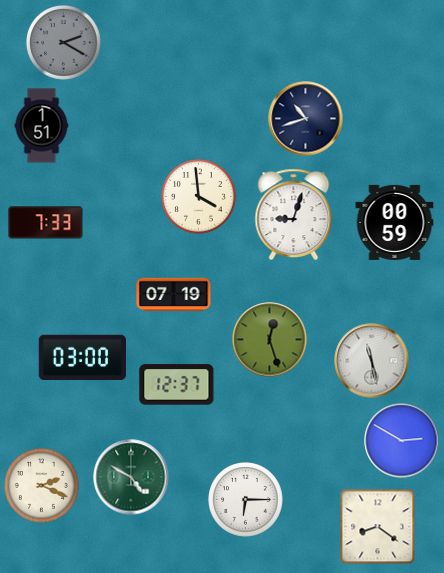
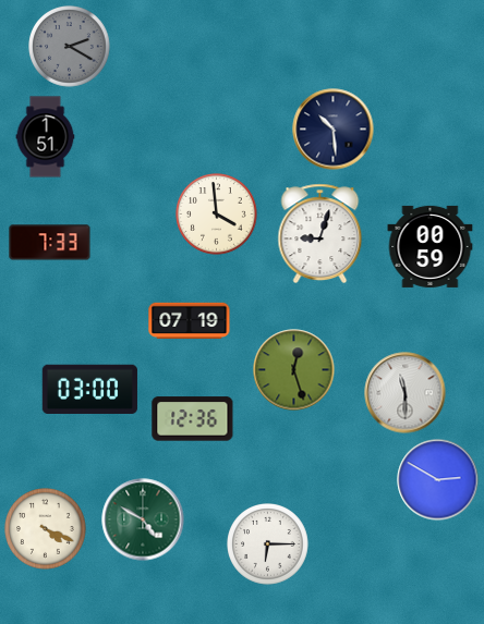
clock at (306, 119): 10:42 -> 10:29
clock at (395, 222) position: (395, 222) -> (431, 246)
clock at (372, 361): 11:28 -> 11:30
clock at (177, 385): 12:37 -> 12:36
clock at (42, 486): 2:19 -> 4:19
clock at (378, 527): 8:21 -> none
